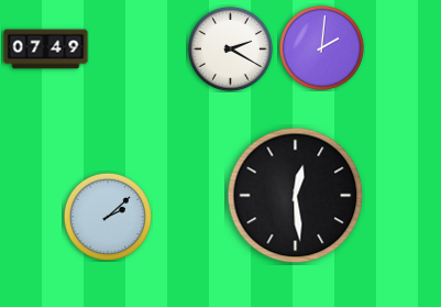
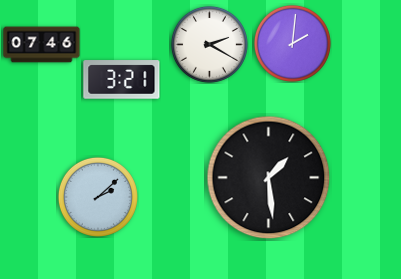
clock at (46, 50): 07:49 -> 07:46
clock at (122, 80): none -> 3:21
clock at (296, 196): 12:29 -> 1:29
